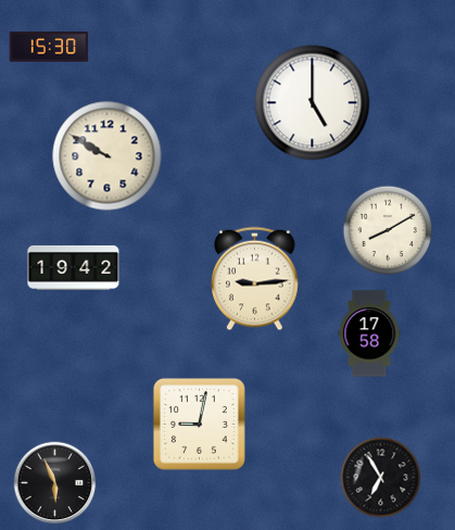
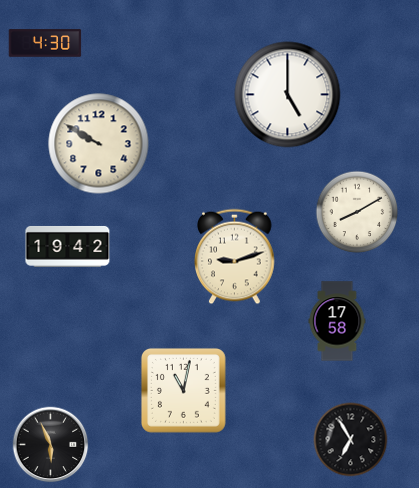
clock at (49, 47): 15:30 -> 4:30
clock at (255, 279): 9:14 -> 9:12
clock at (369, 333) position: (369, 333) -> (337, 321)
clock at (199, 424): 9:02 -> 11:02
